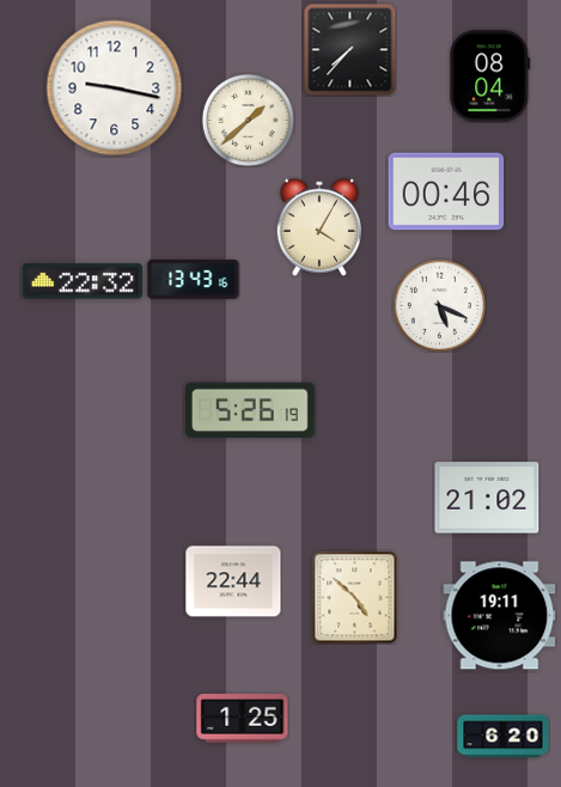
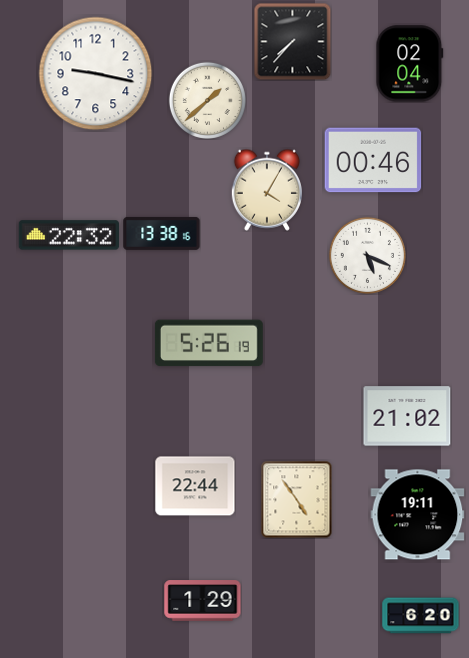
clock at (490, 77): 08:04 -> 02:04
clock at (194, 279): 13:43 -> 13:38
clock at (355, 597): 4:52 -> 4:54
clock at (243, 719): 1:25 -> 1:29
